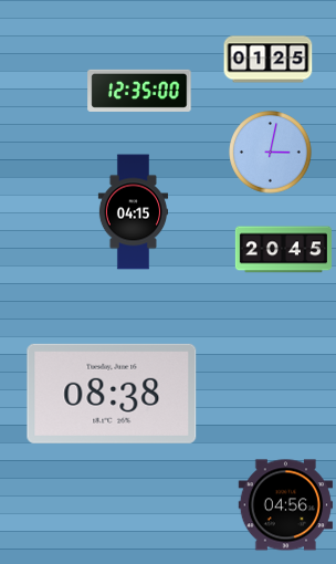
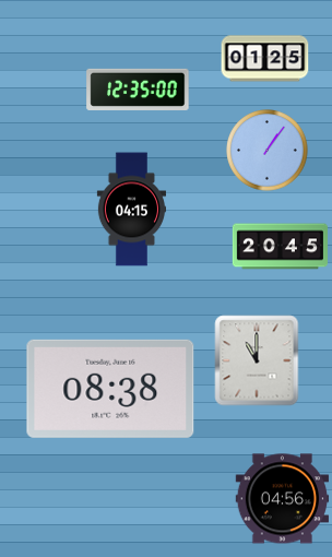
clock at (271, 153): 3:02 -> 1:06
clock at (257, 360): none -> 11:00
